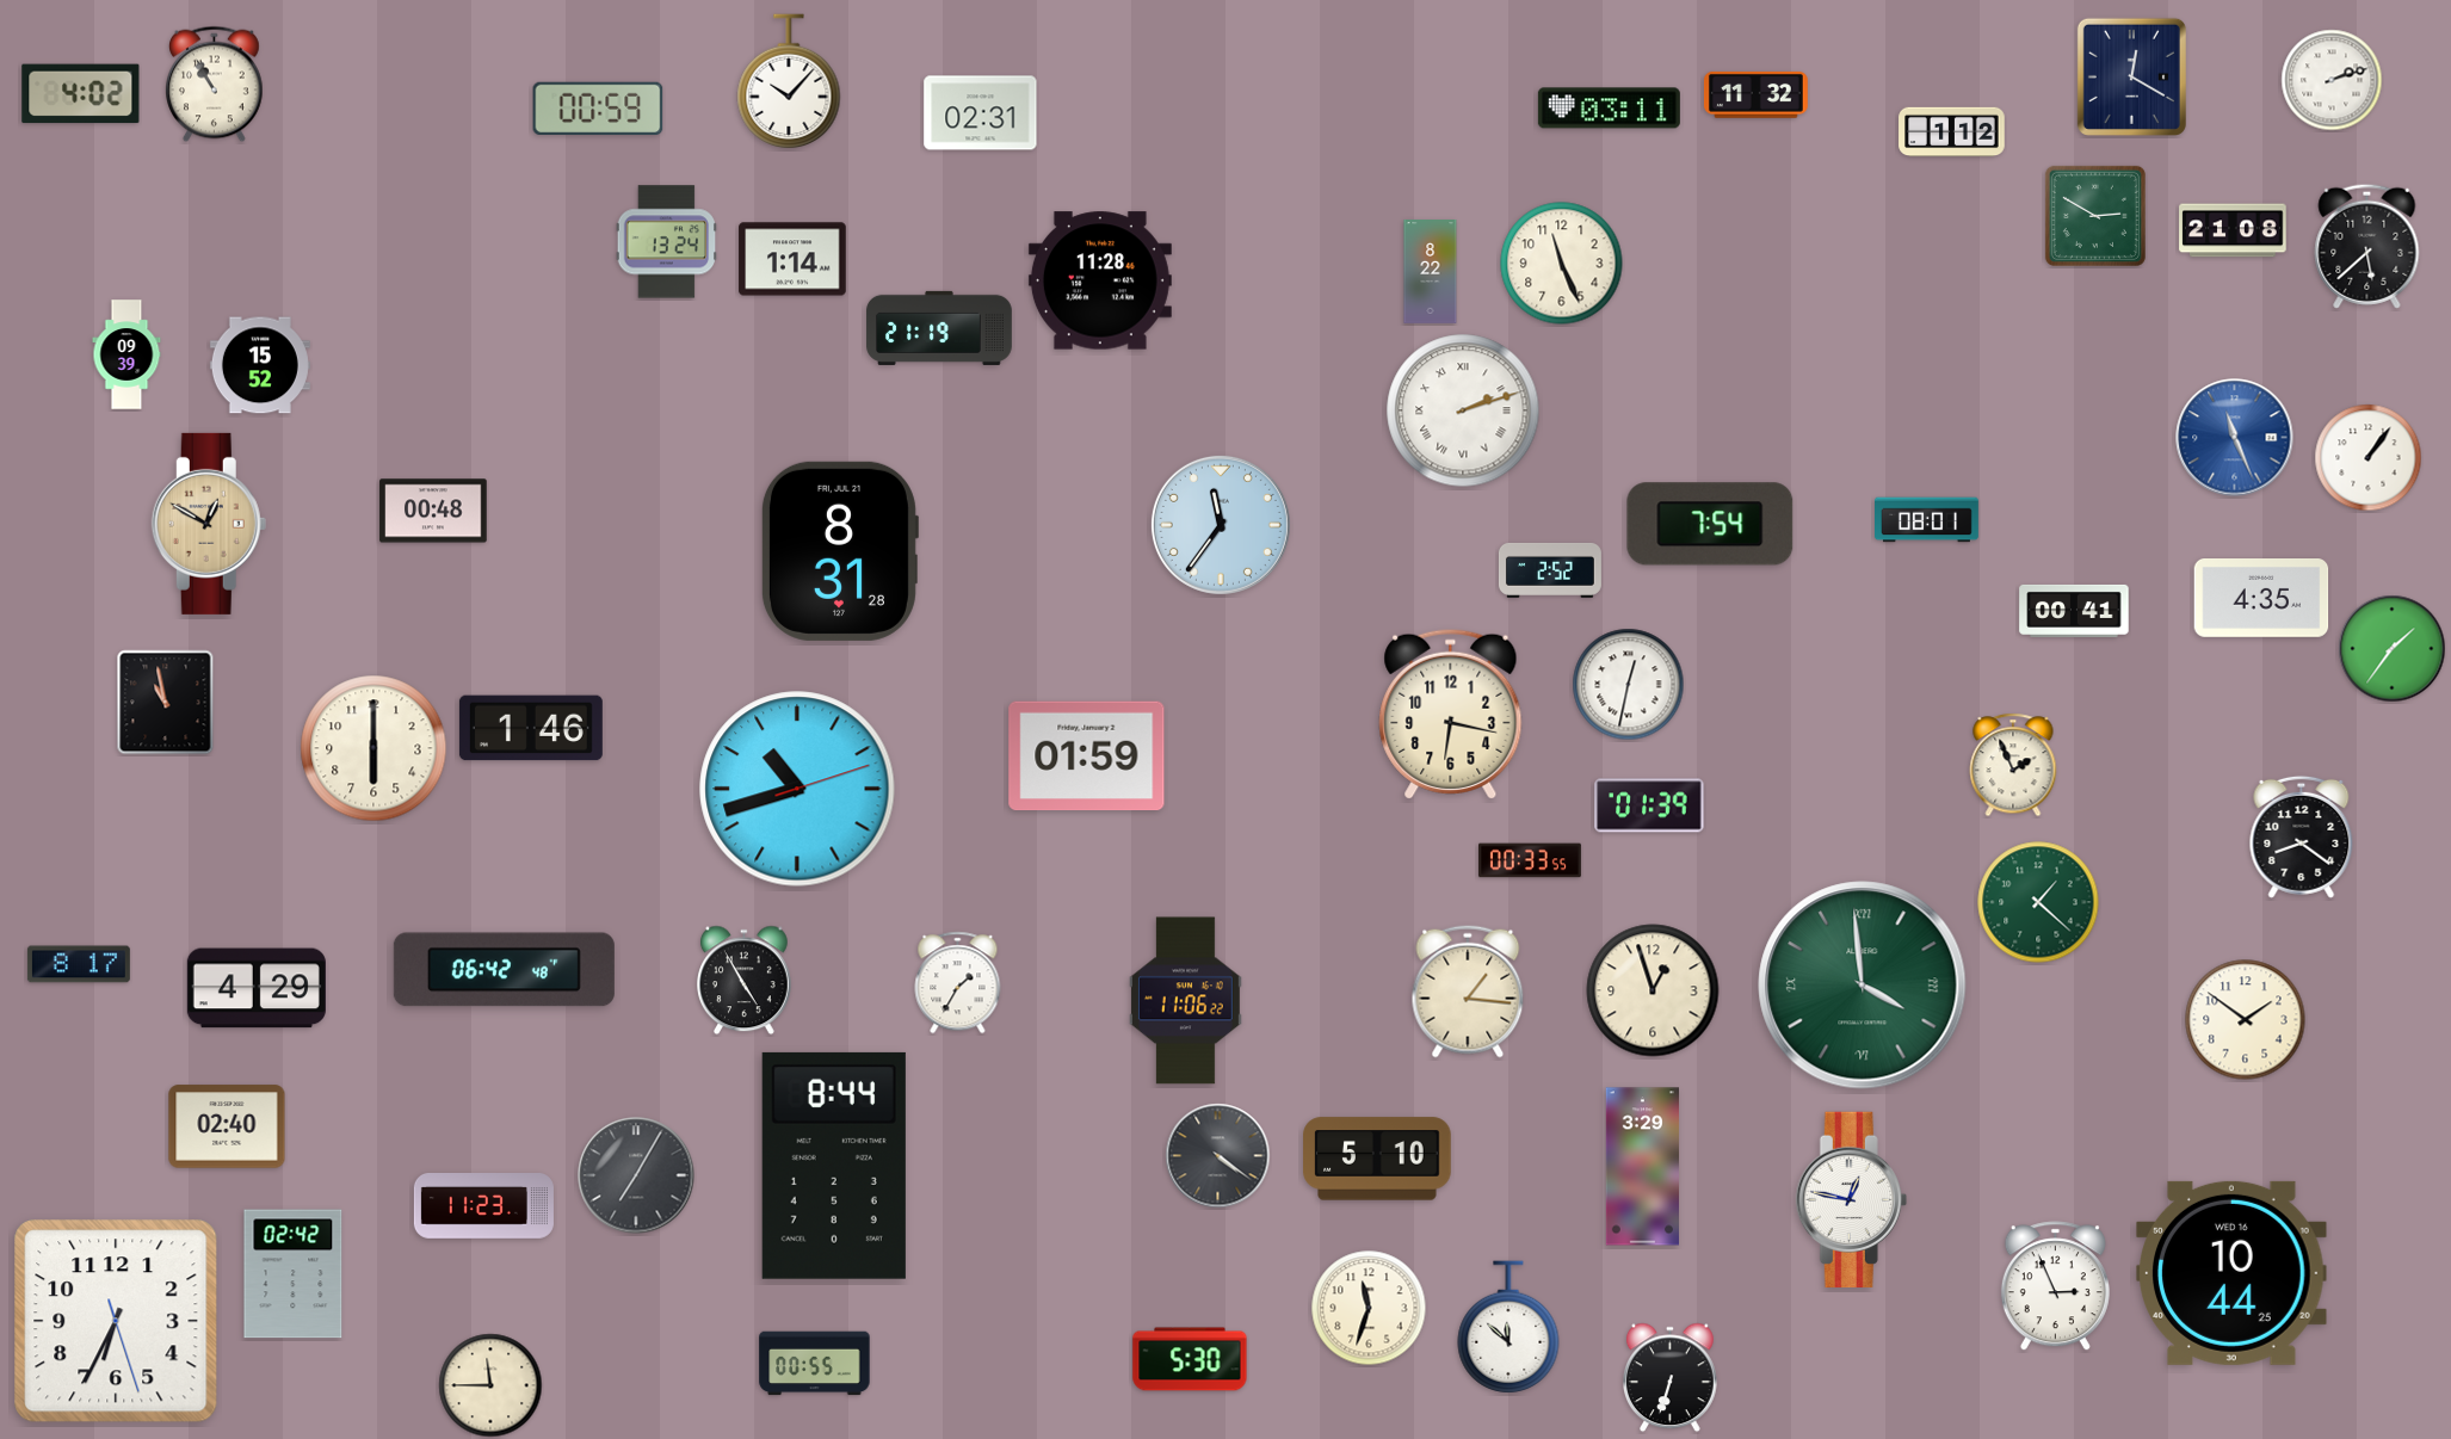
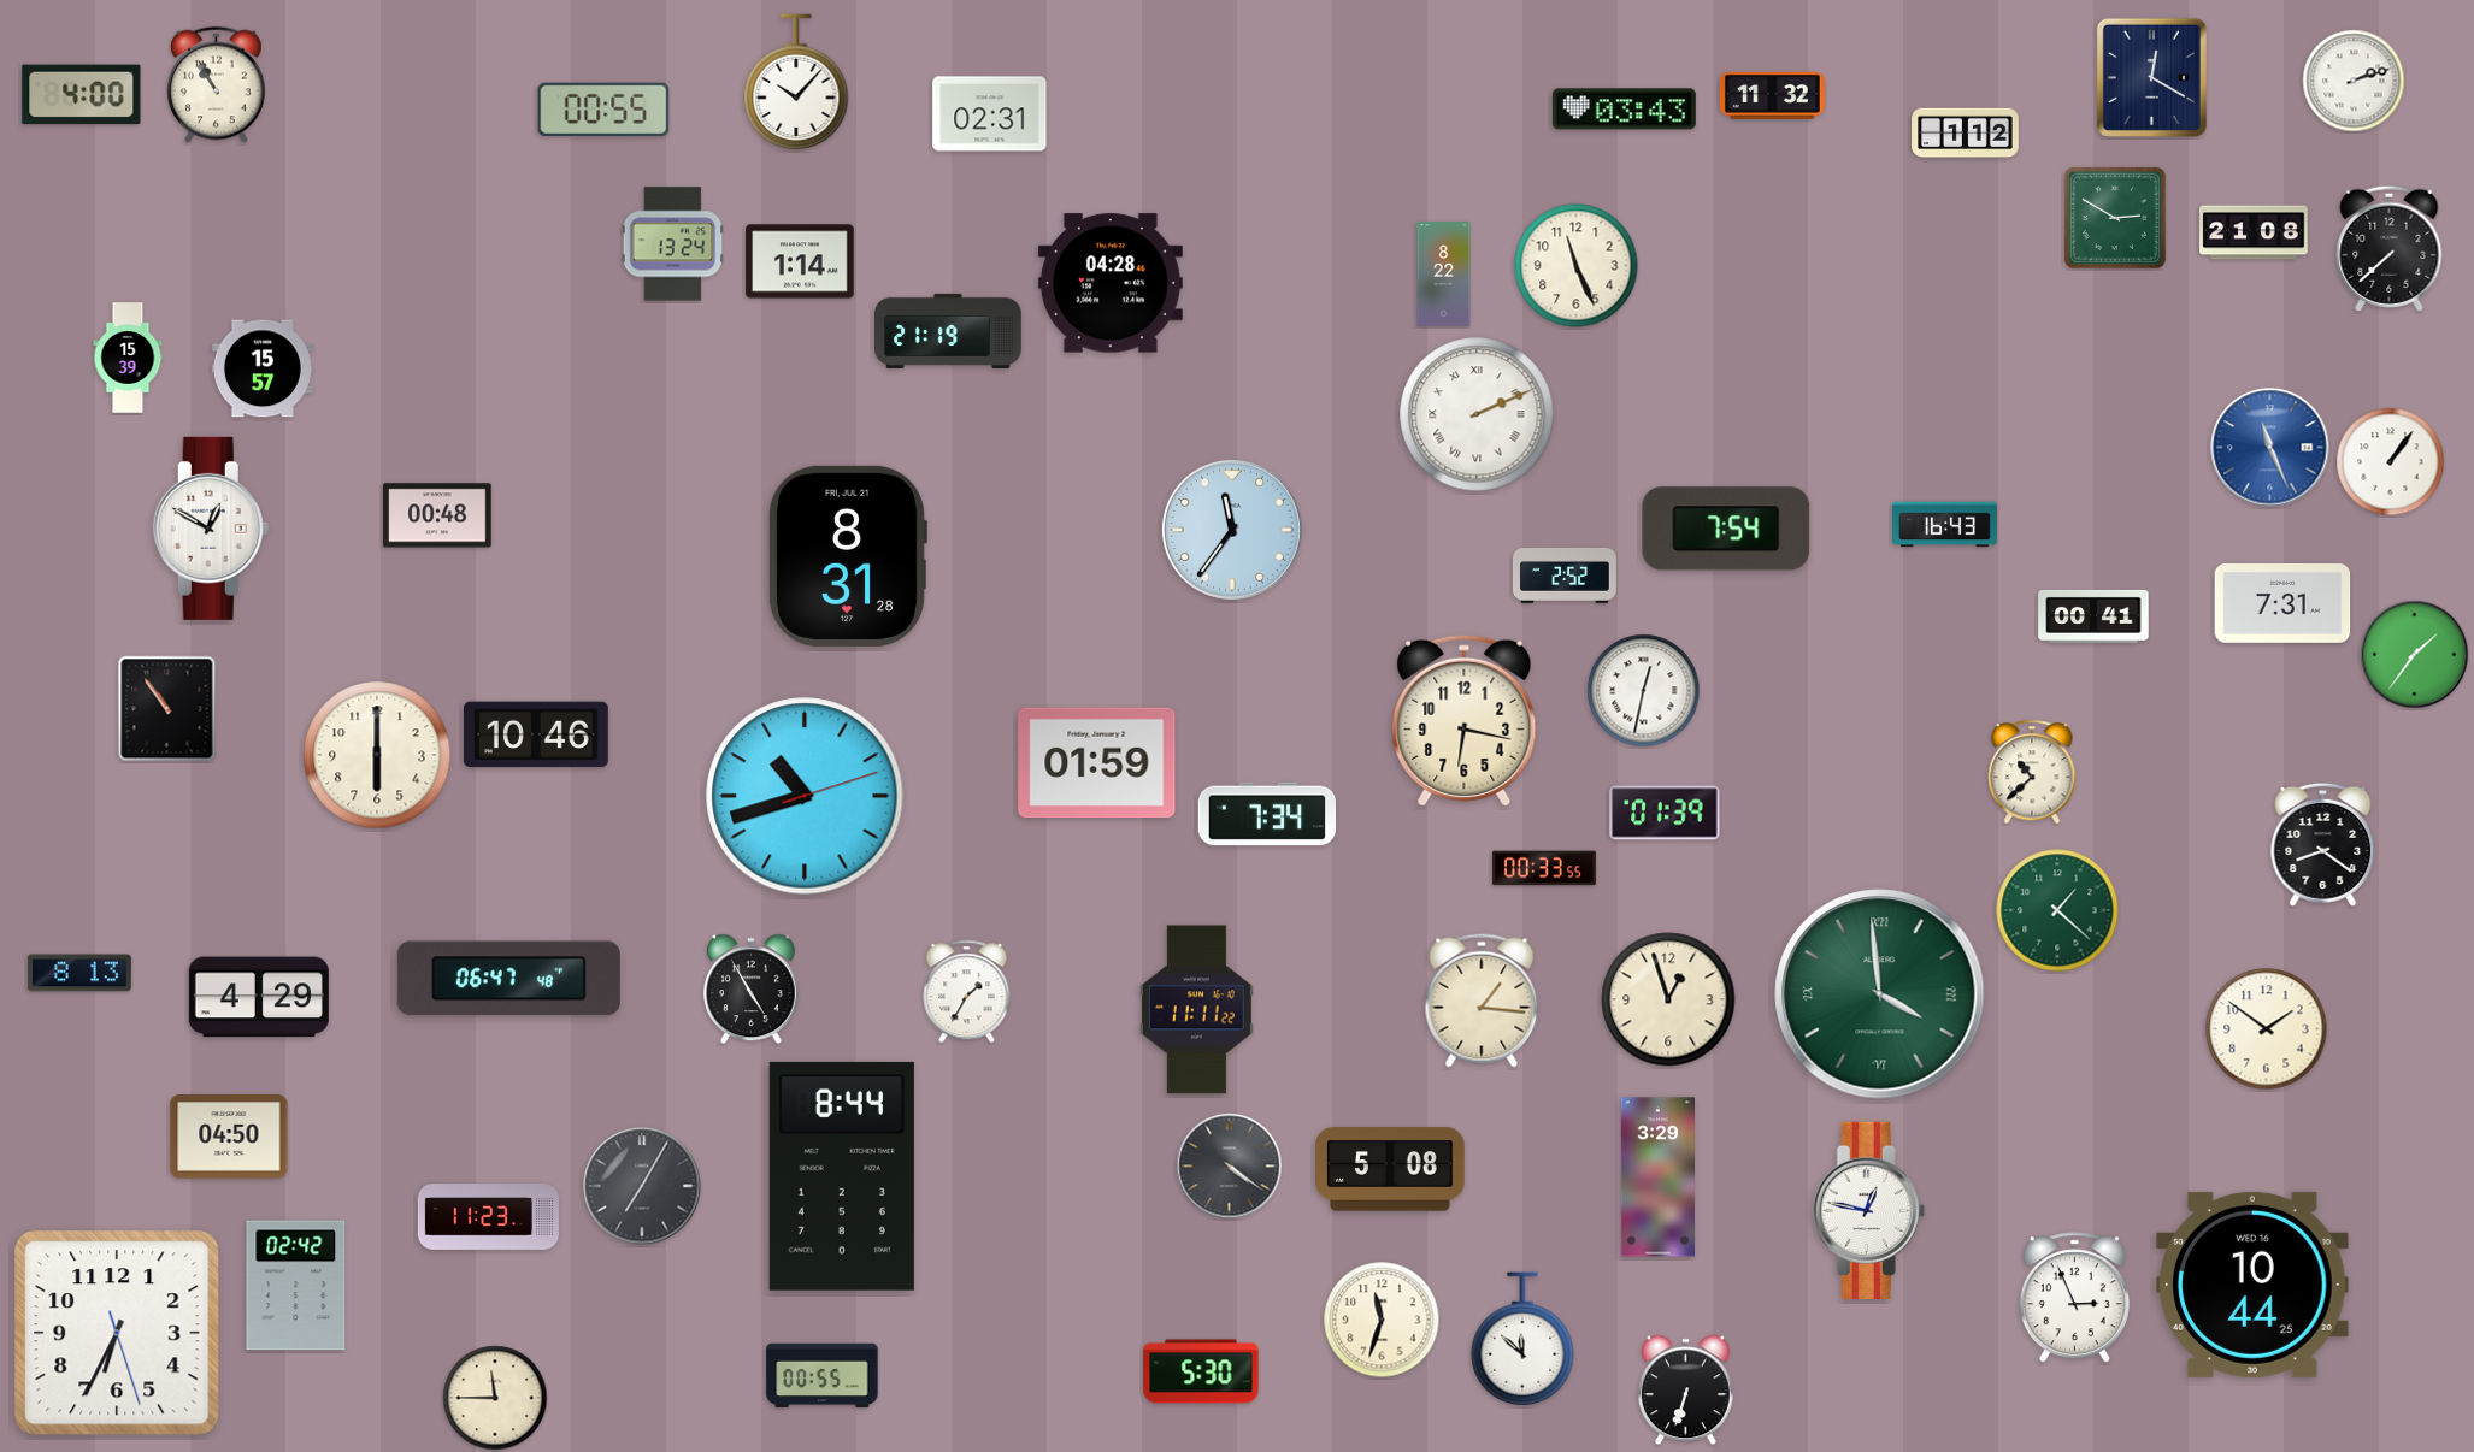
clock at (81, 94): 4:02 -> 4:00
clock at (598, 107): 00:59 -> 00:55
clock at (1609, 109): 03:11 -> 03:43
clock at (1952, 132) position: (1952, 132) -> (1966, 134)
clock at (2367, 246): 5:38 -> 7:38
clock at (1100, 280): 11:28 -> 04:28
clock at (126, 354): 09:39 -> 15:39
clock at (260, 365): 15:52 -> 15:57
clock at (1463, 410): 2:12 -> 2:11
clock at (2235, 438) position: (2235, 438) -> (2270, 448)
clock at (1927, 520): 08:01 -> 16:43
clock at (209, 524) dial: champagne -> white
clock at (2261, 599): 4:35 -> 7:31
clock at (166, 703): 10:58 -> 10:54
clock at (531, 728): 1:46 -> 10:46
clock at (2013, 765): 1:56 -> 10:38
clock at (1266, 814): none -> 7:34
clock at (79, 964): 8:17 -> 8:13
clock at (504, 970): 06:42 -> 06:47
clock at (1185, 1001): 11:06 -> 11:11
clock at (227, 1126): 02:40 -> 04:50
clock at (1377, 1159): 5:10 -> 5:08
